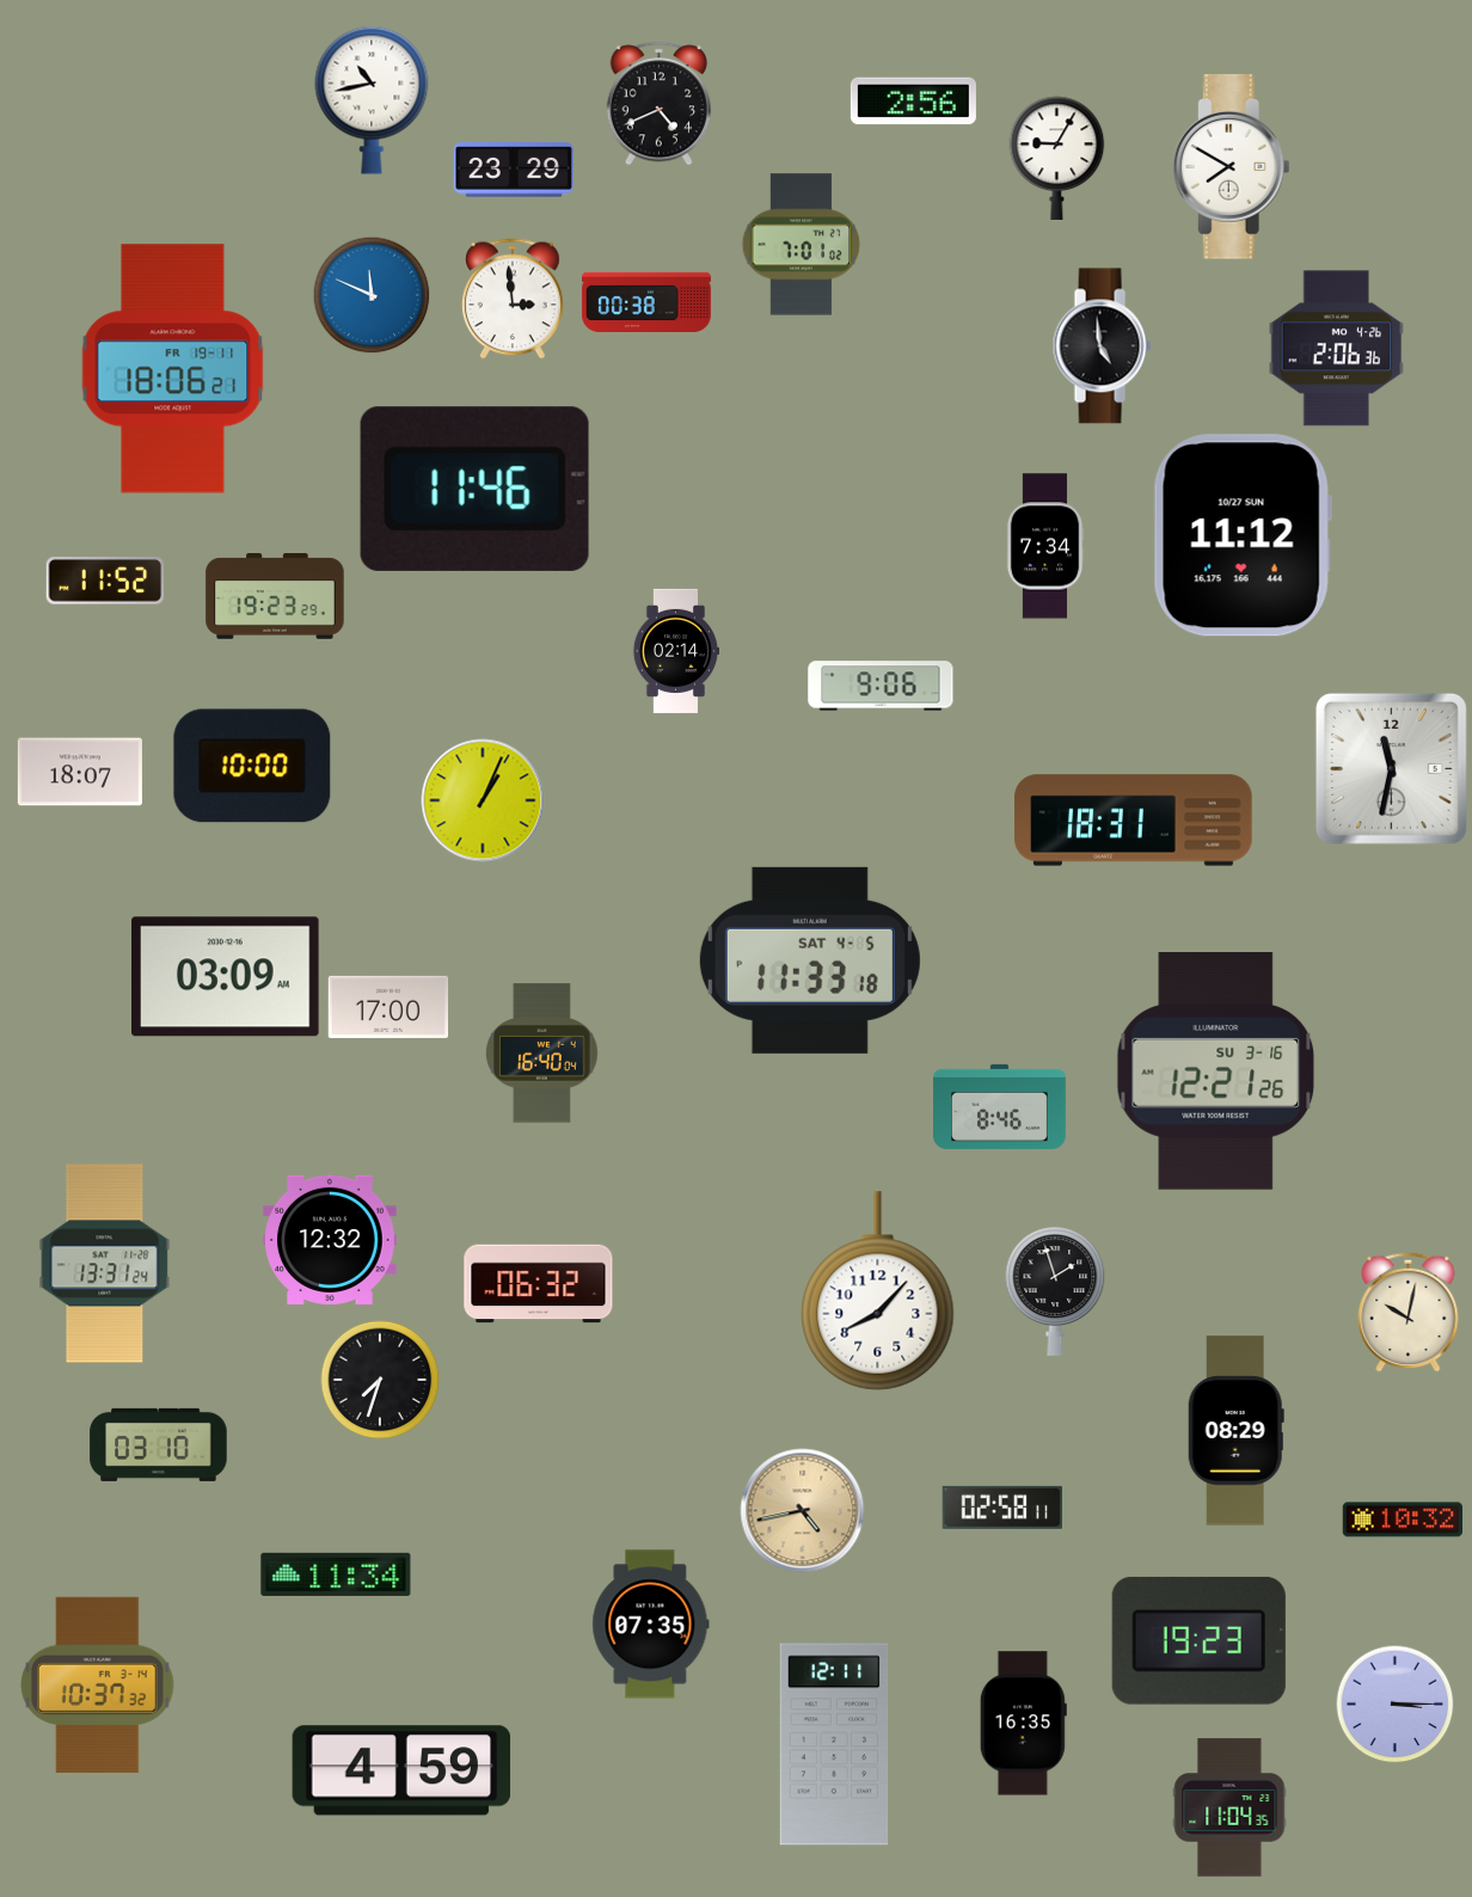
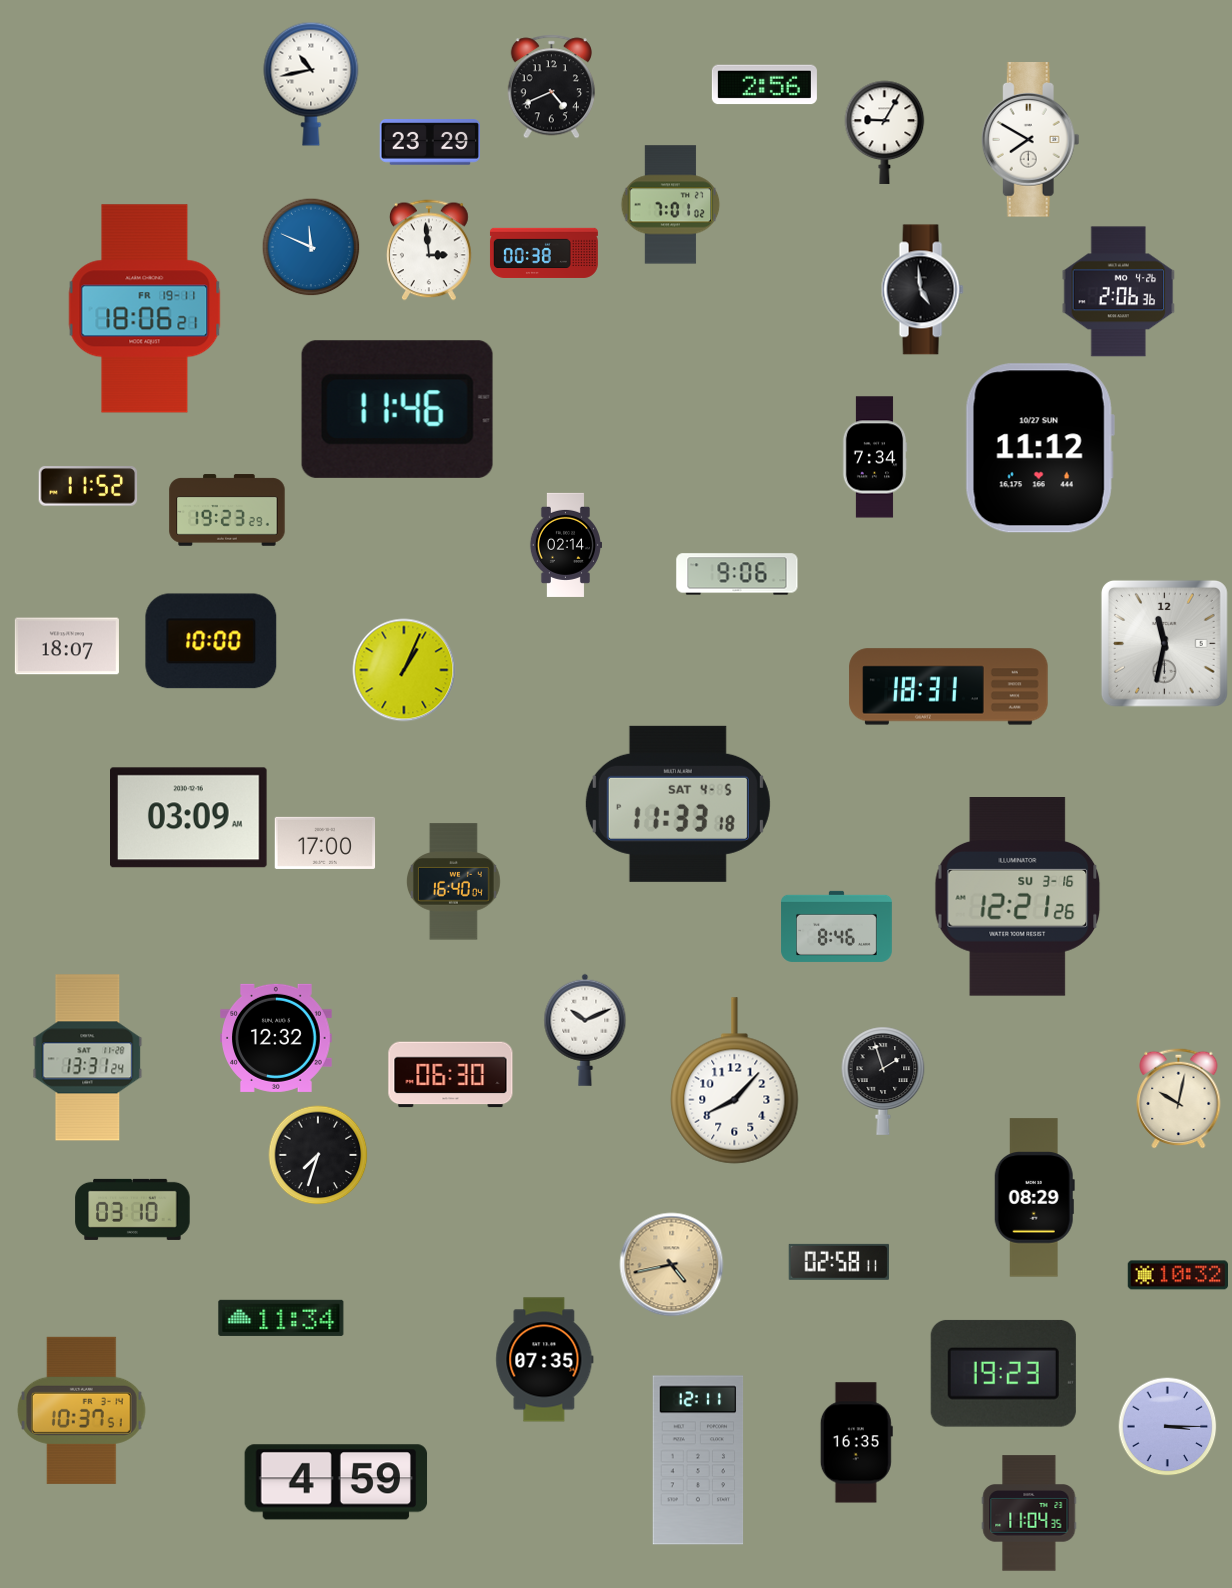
clock at (646, 301) position: (646, 301) -> (544, 252)
clock at (275, 596) position: (275, 596) -> (227, 510)
clock at (585, 1030): none -> 10:11
clock at (539, 1284): 06:32 -> 06:30
clock at (1403, 1520) position: (1403, 1520) -> (1178, 1275)
clock at (97, 1684): 10:37:32 -> 10:37:51
